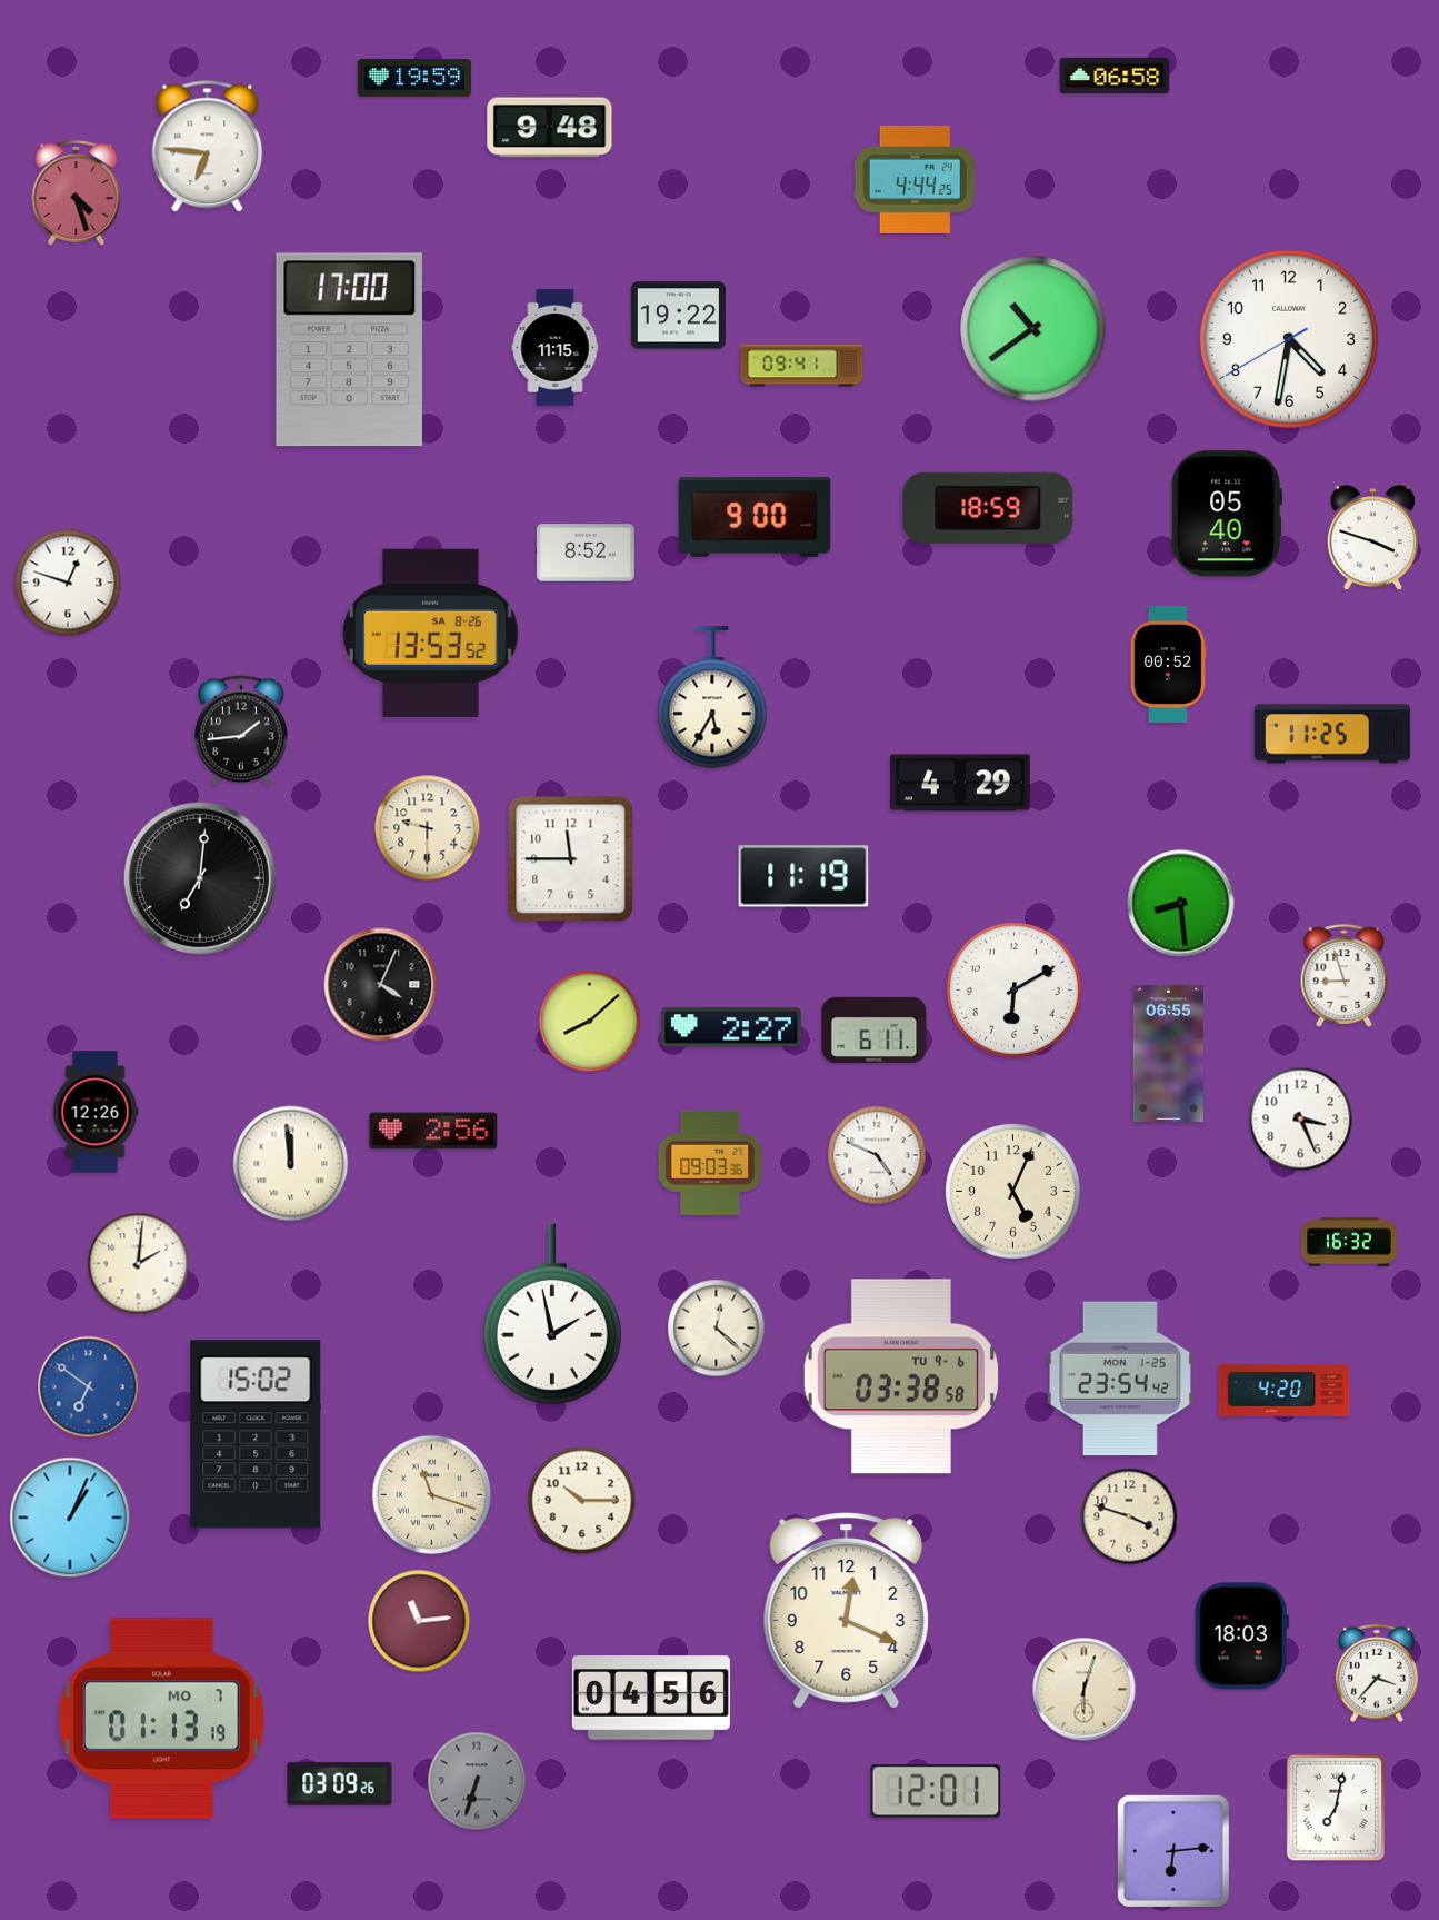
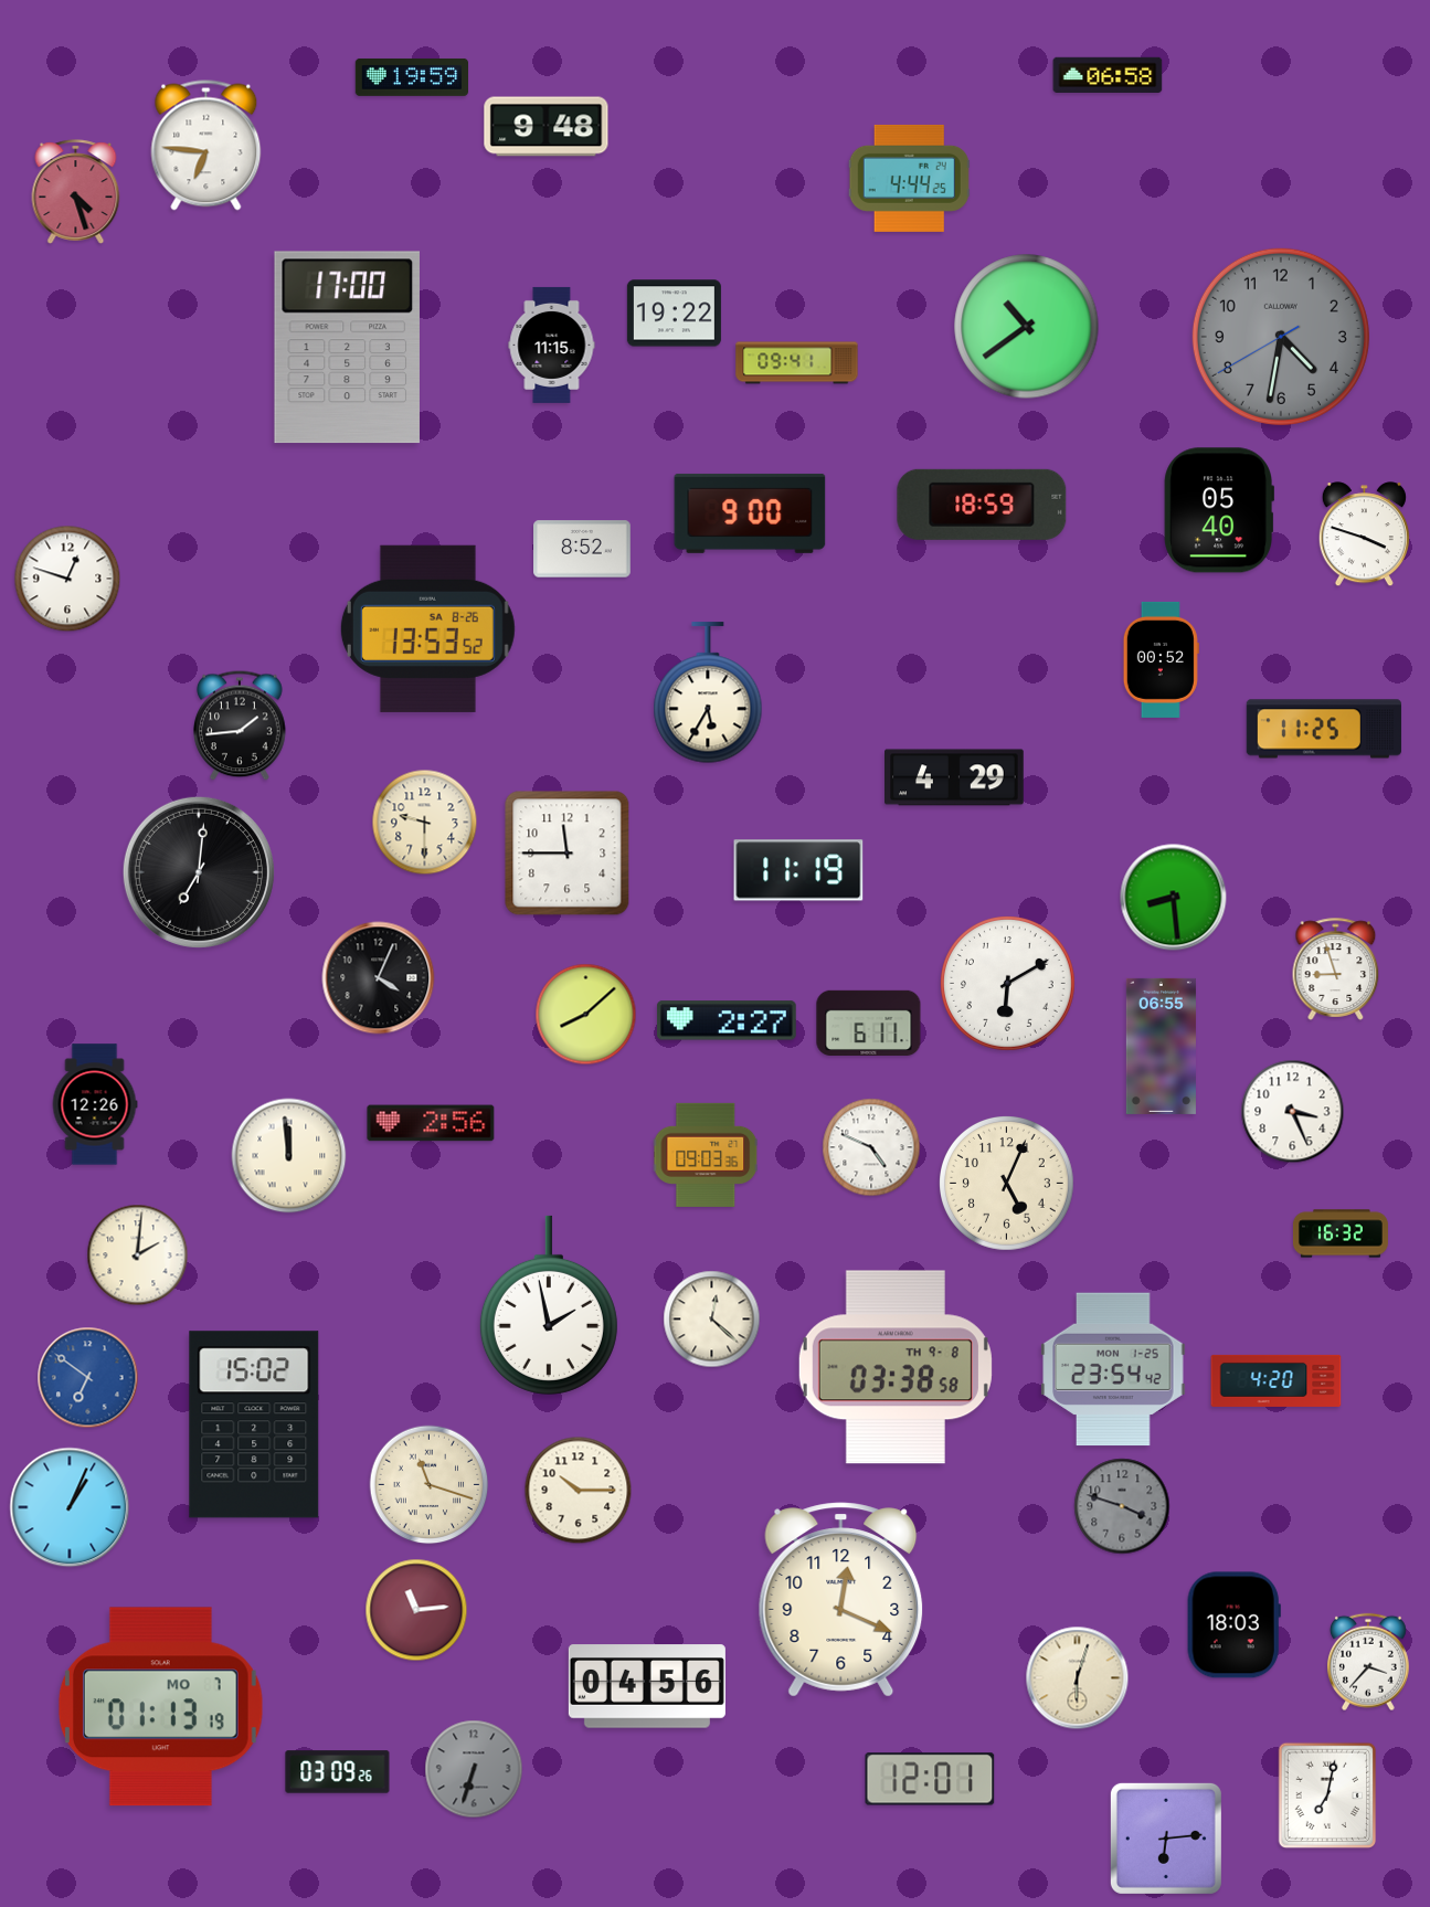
clock at (1289, 339) dial: white -> grey
clock at (901, 1376) date: TU 9-6 -> TH 9-8
clock at (1129, 1516) dial: cream -> grey
